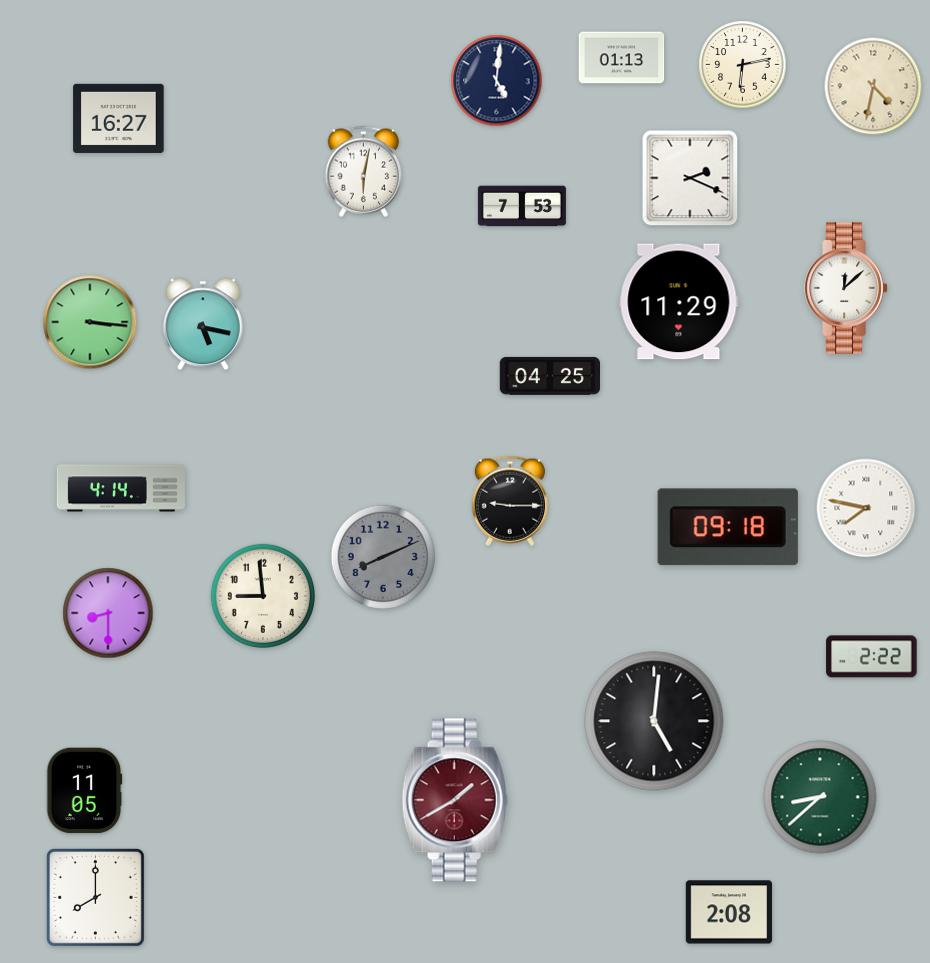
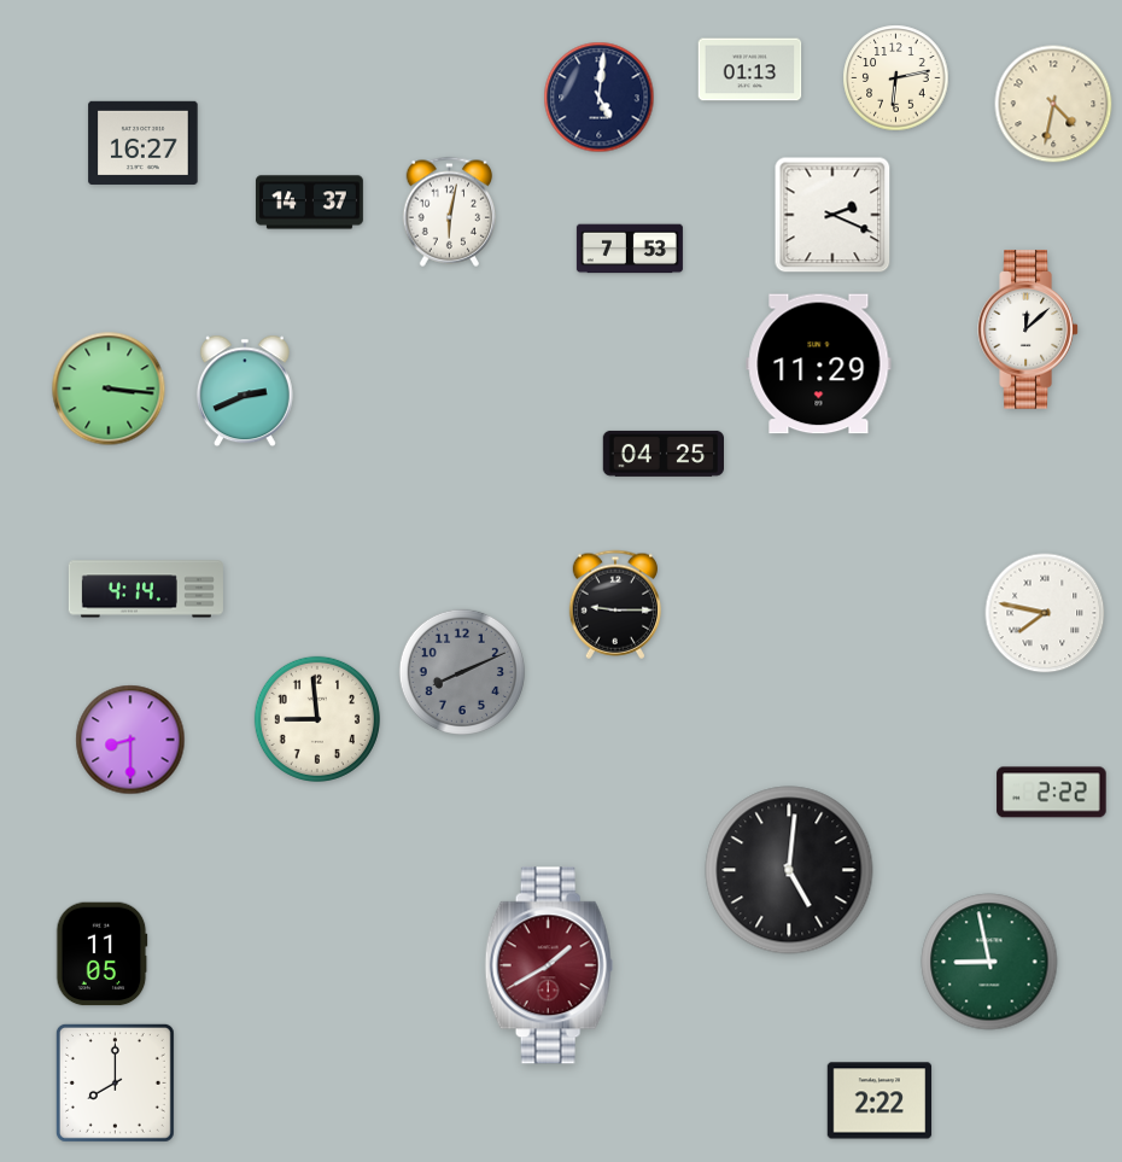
clock at (310, 203): none -> 14:37
clock at (364, 171) position: (364, 171) -> (450, 211)
clock at (846, 288) position: (846, 288) -> (1028, 329)
clock at (203, 324): 5:17 -> 2:41
clock at (728, 527): 09:18 -> none
clock at (820, 797): 8:38 -> 8:58
clock at (729, 912): 2:08 -> 2:22
